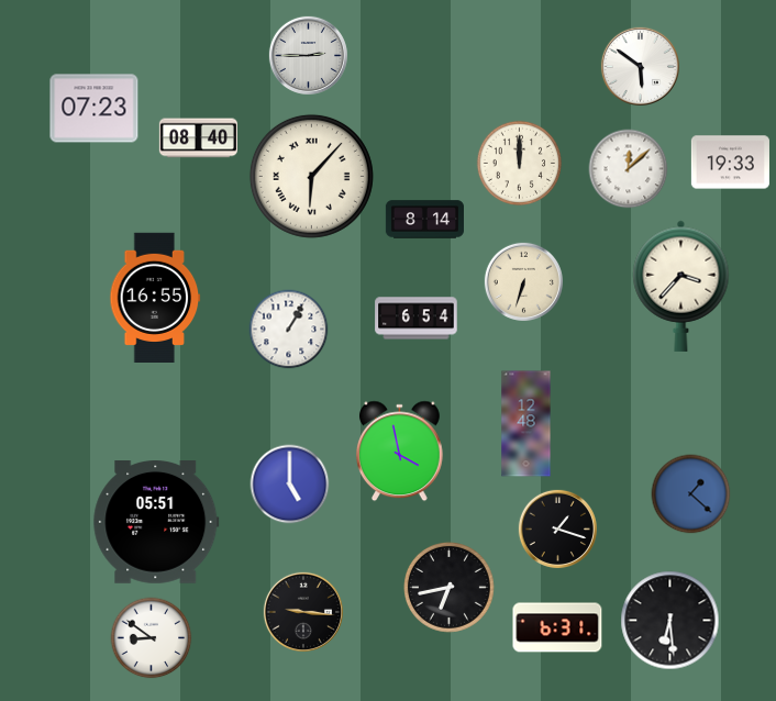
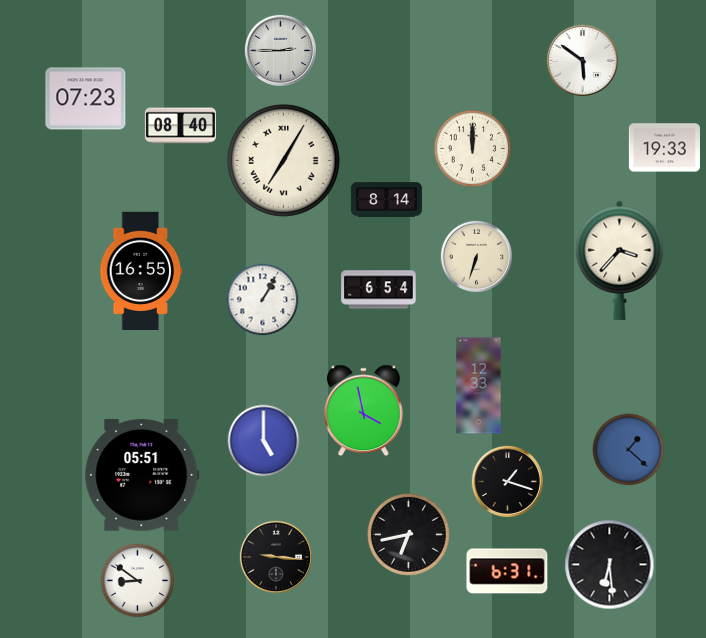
clock at (629, 169): 12:08 -> none
clock at (311, 176): 6:07 -> 7:05
clock at (526, 424): 12:48 -> 12:33
